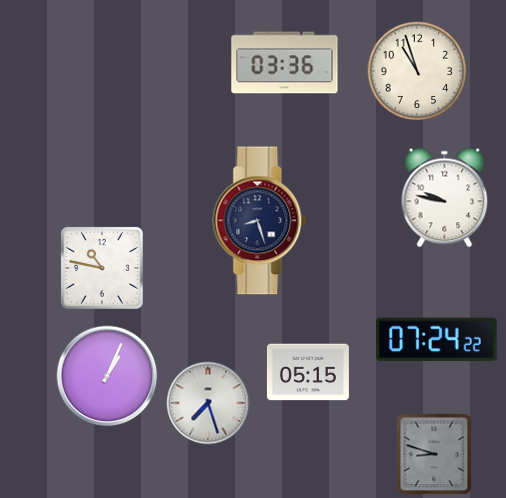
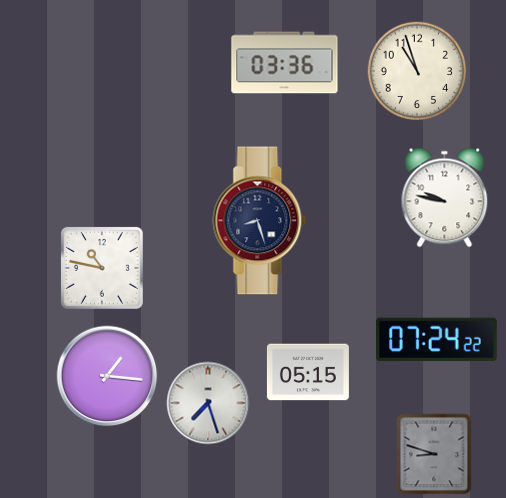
clock at (107, 376): 1:04 -> 1:16
